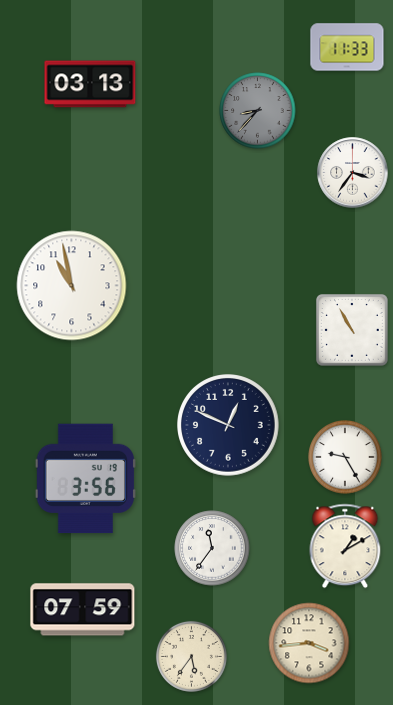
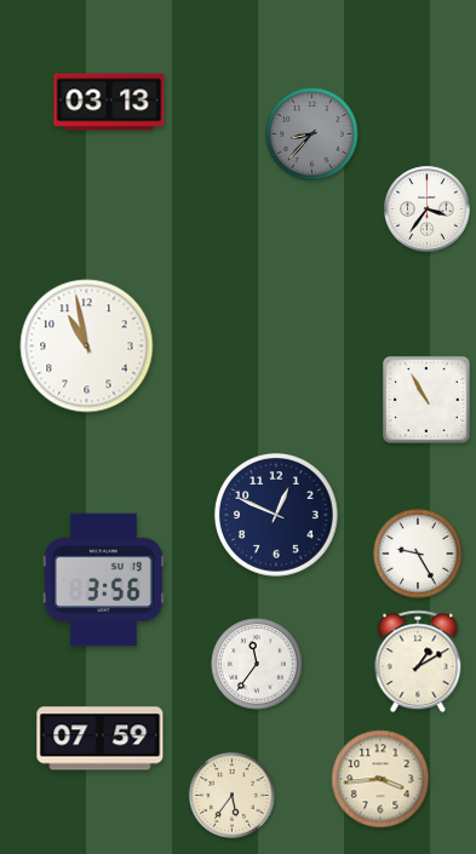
clock at (347, 47): 11:33 -> none
clock at (309, 643) position: (309, 643) -> (380, 779)
